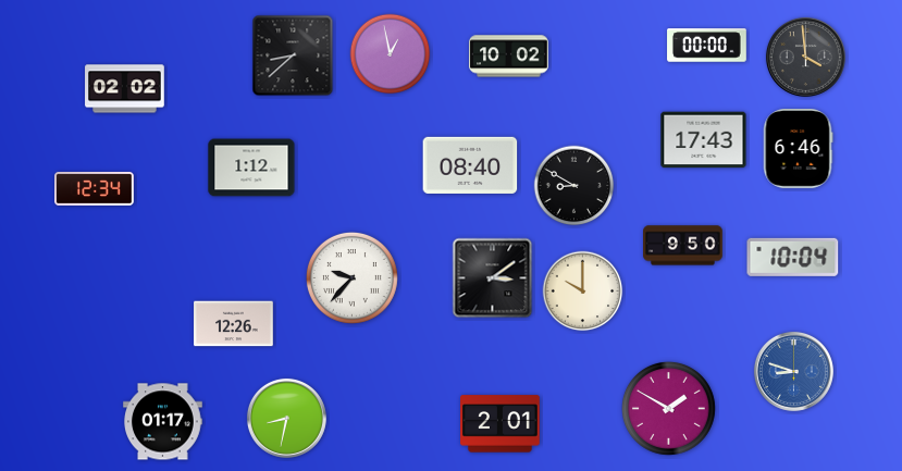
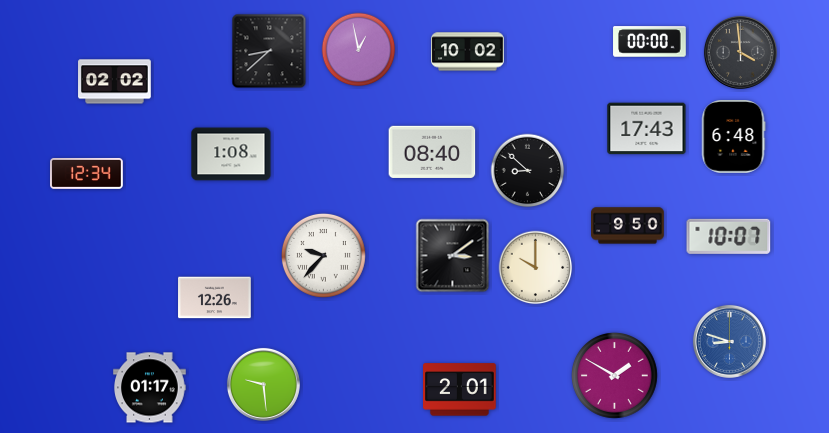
clock at (798, 149): 6:46 -> 6:48
clock at (251, 168): 1:12 -> 1:08
clock at (574, 186): 8:50 -> 8:52
clock at (793, 257): 10:04 -> 10:07
clock at (286, 418): 8:32 -> 9:29
